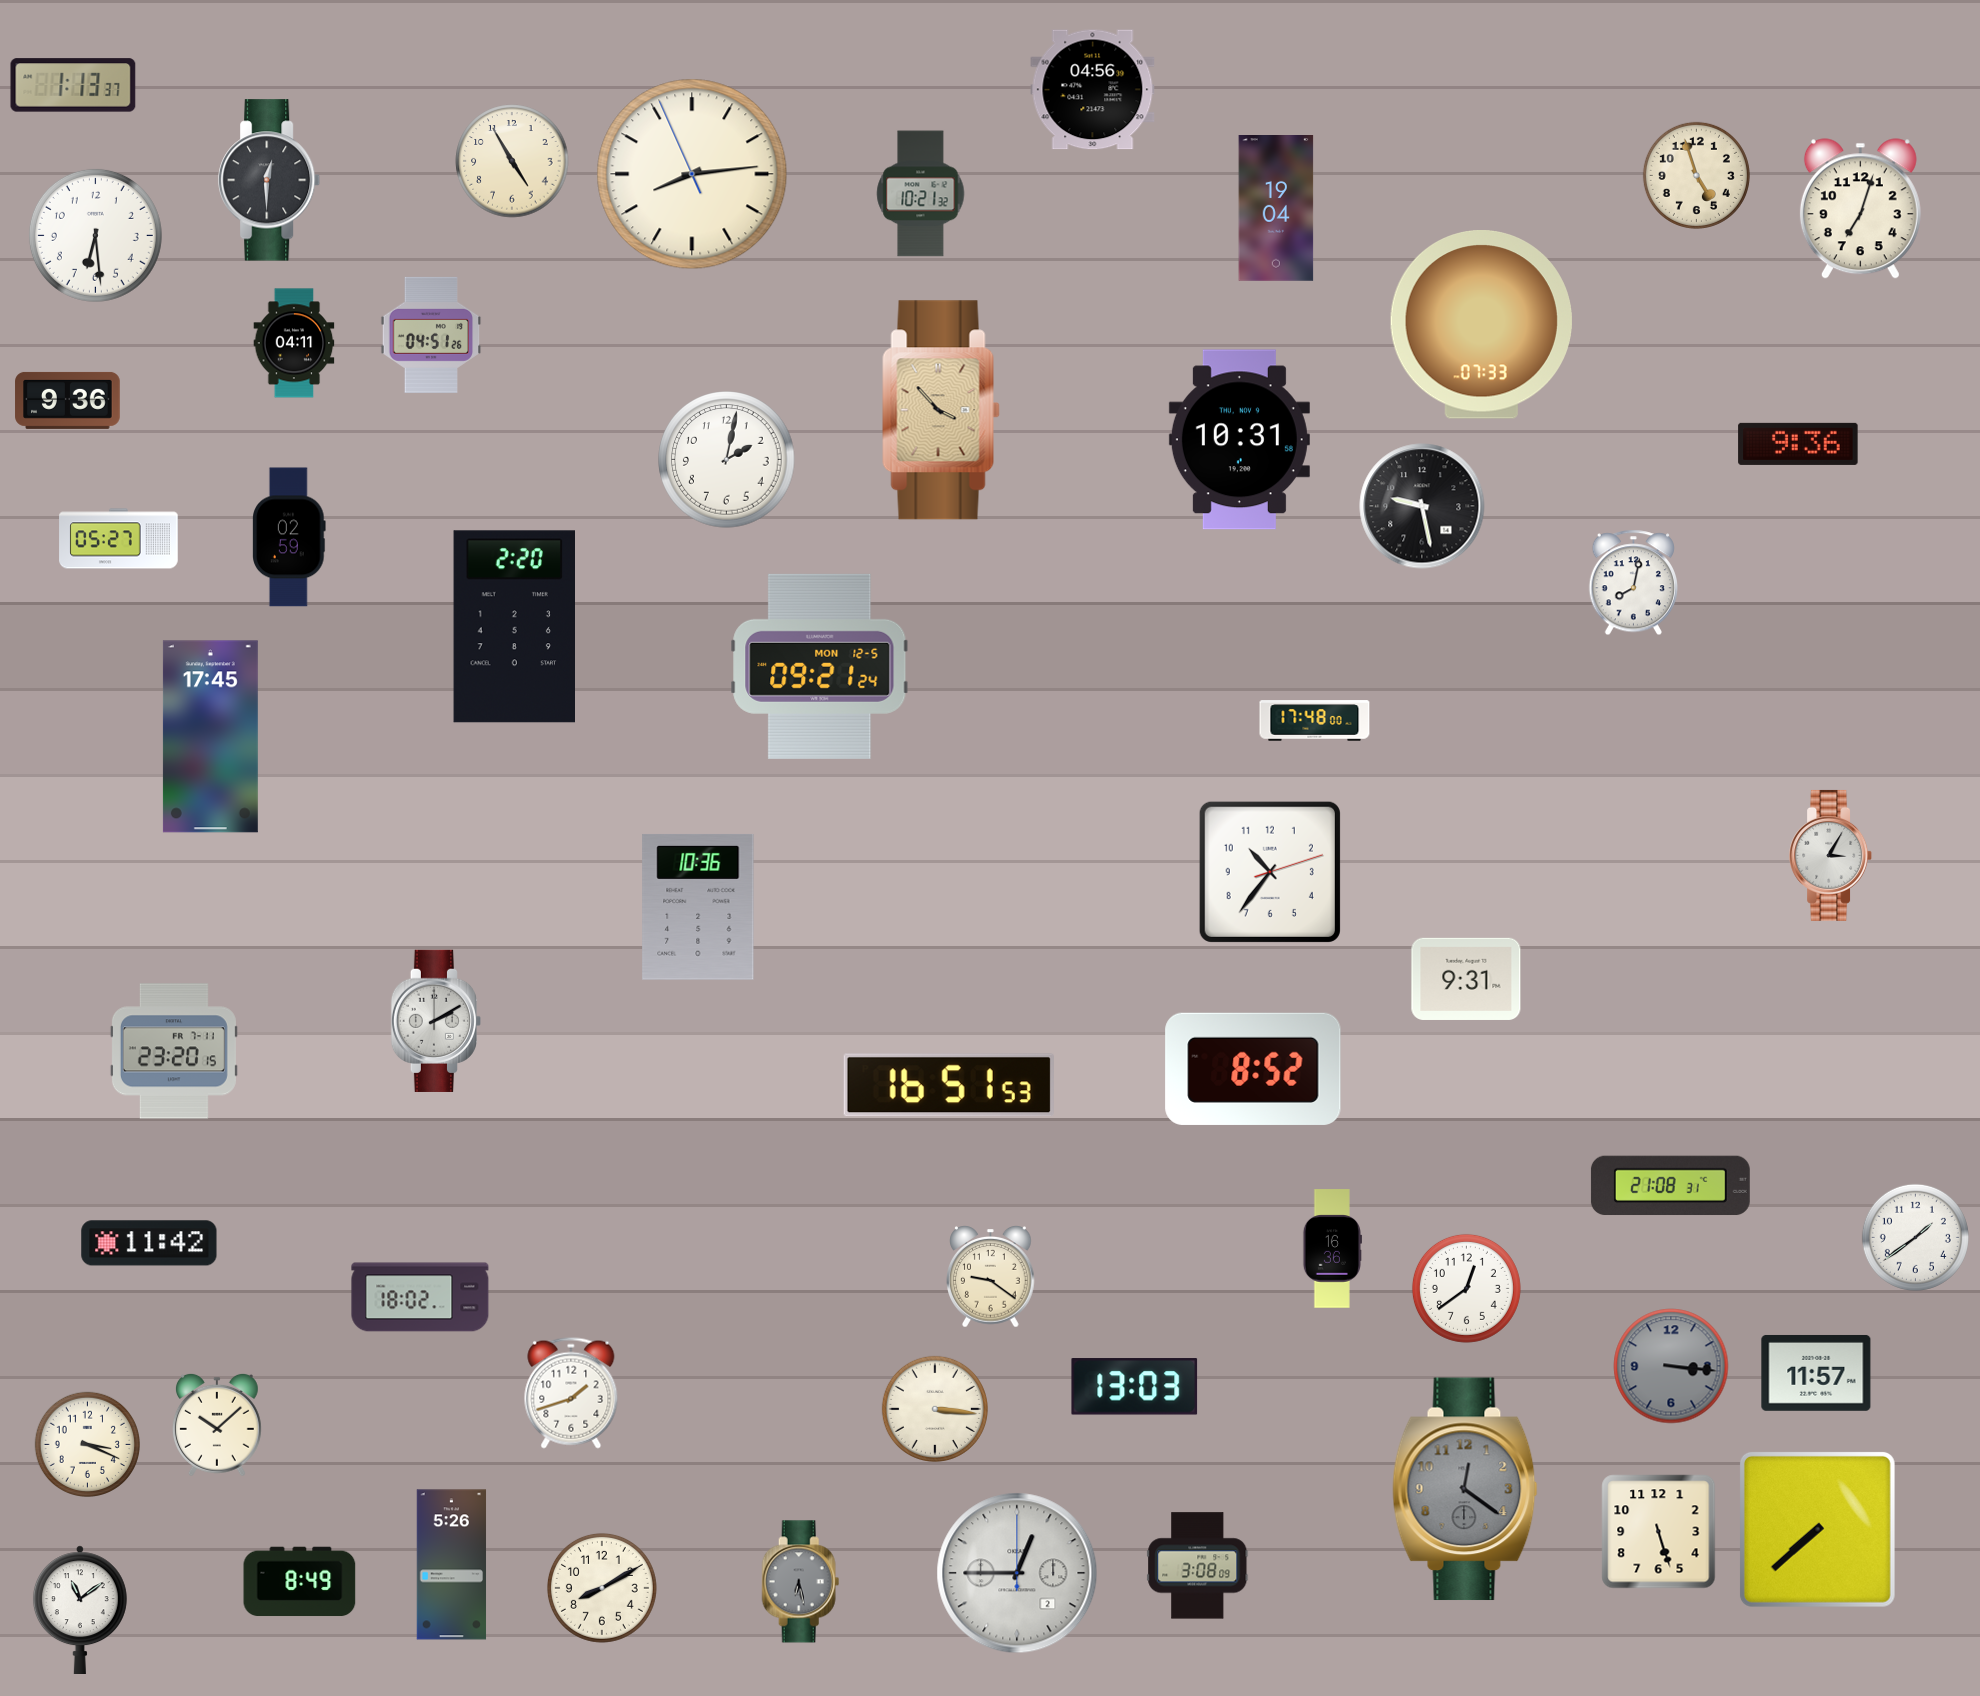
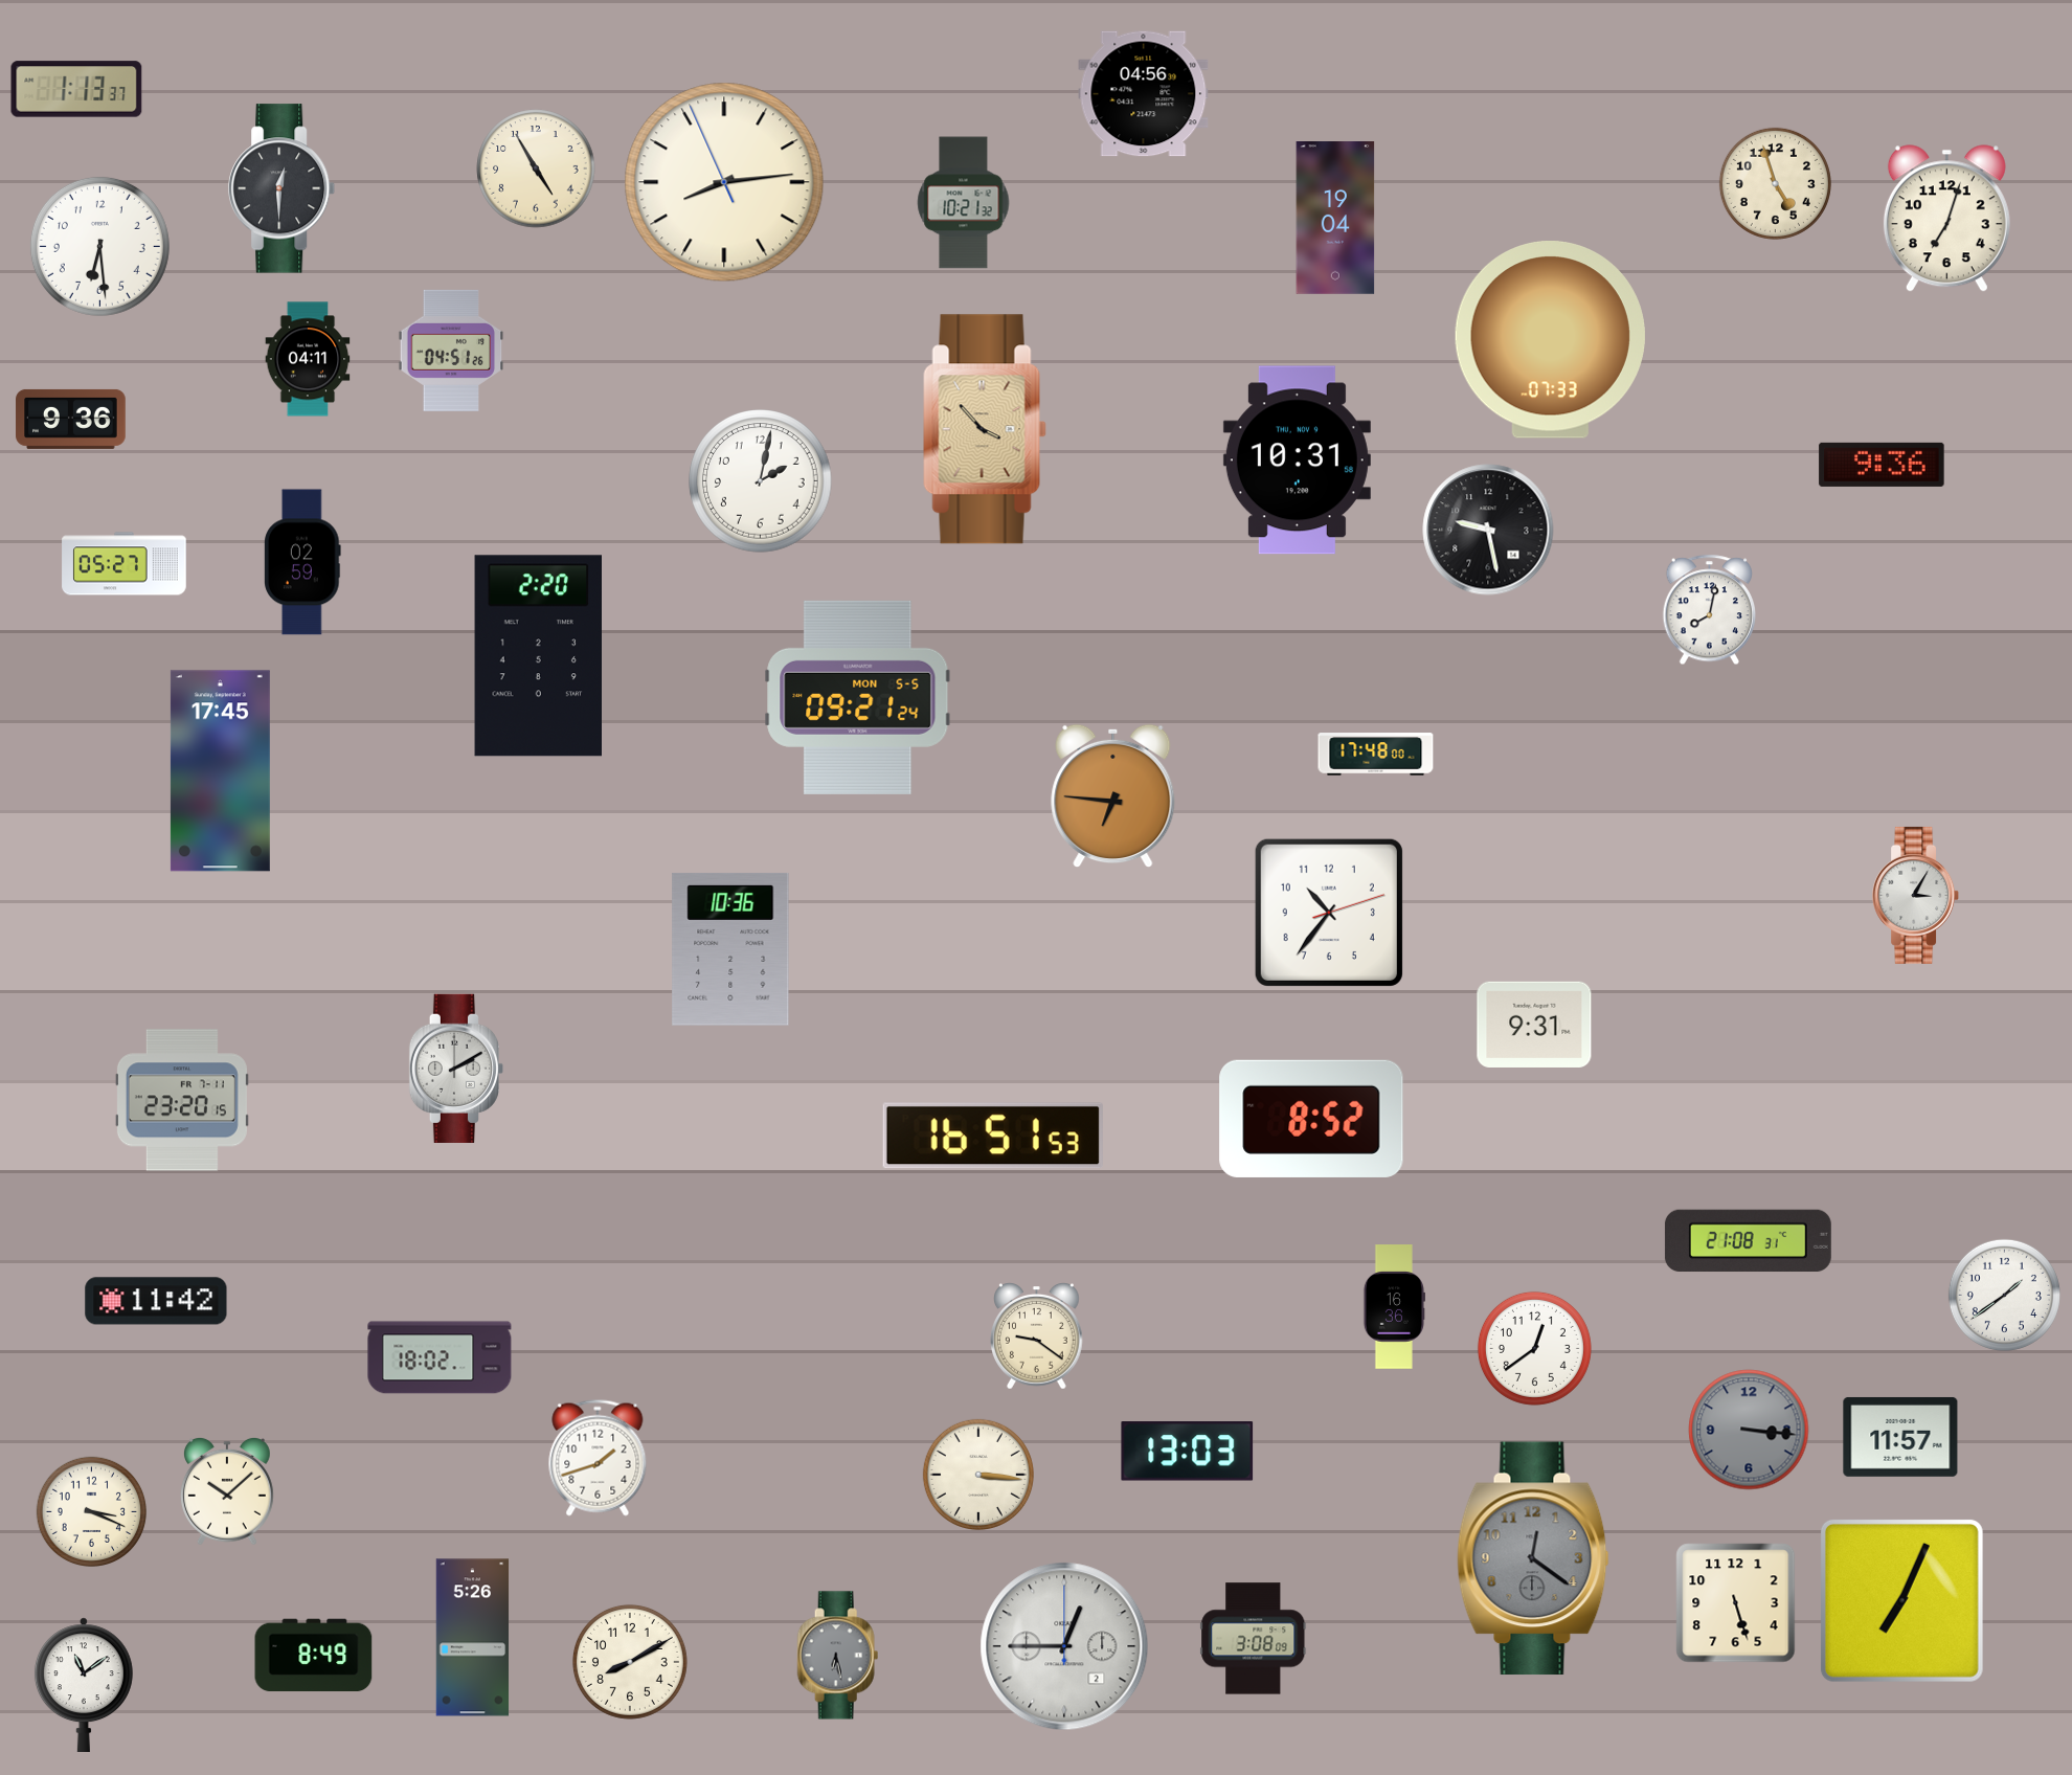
clock at (820, 666) date: MON 12-5 -> MON 5-5
clock at (1113, 796): none -> 6:46
clock at (1817, 1529): 7:38 -> 7:04
